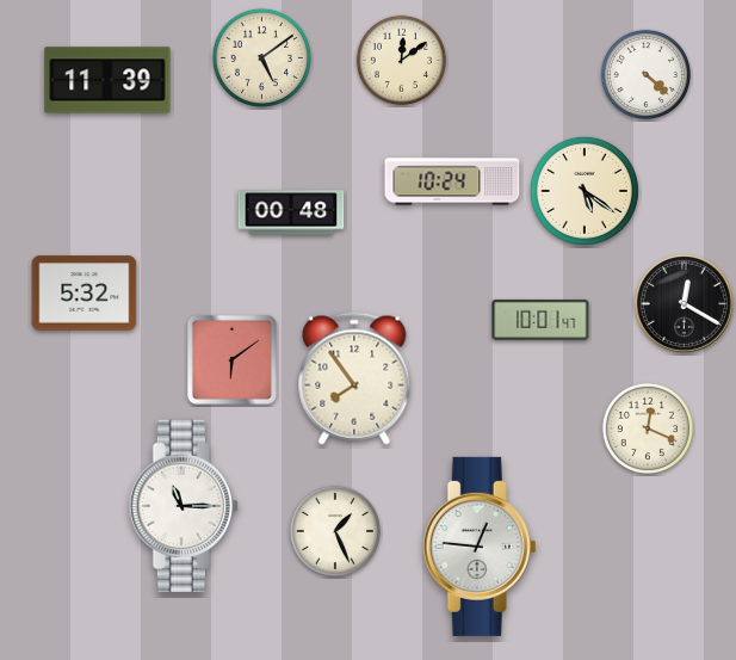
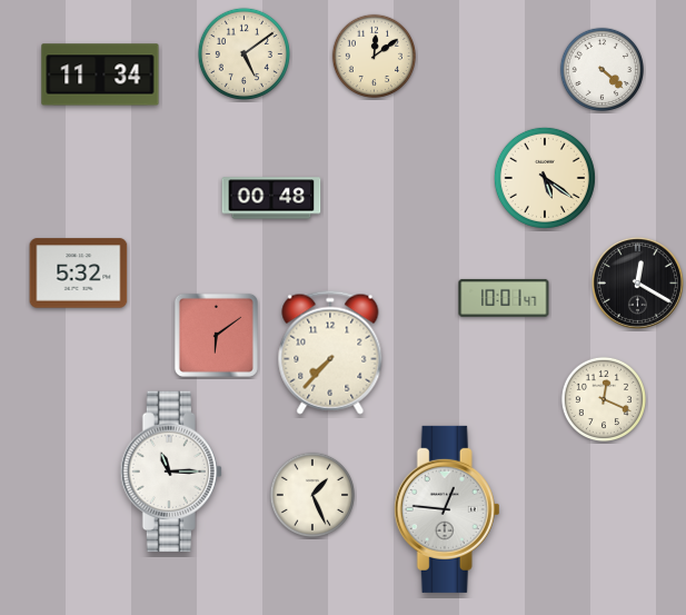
clock at (107, 80): 11:39 -> 11:34
clock at (452, 181): 10:24 -> none
clock at (354, 378): 7:54 -> 7:37
